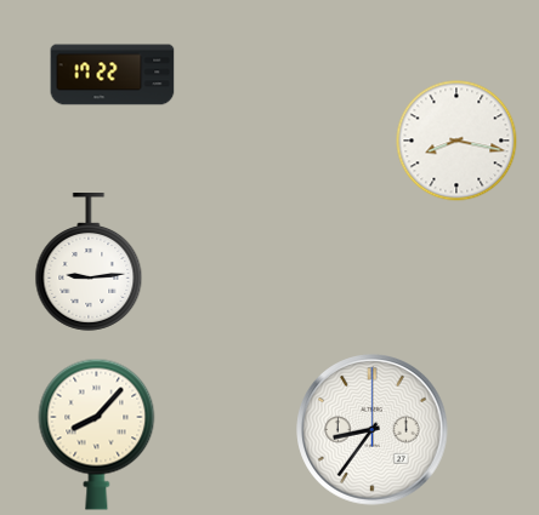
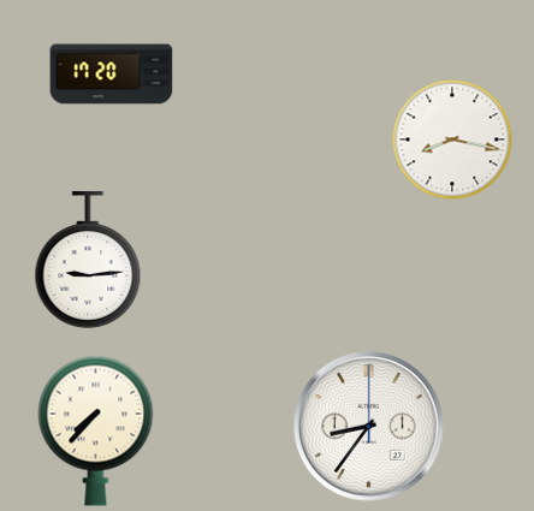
clock at (113, 75): 17:22 -> 17:20
clock at (97, 434): 8:07 -> 7:37
